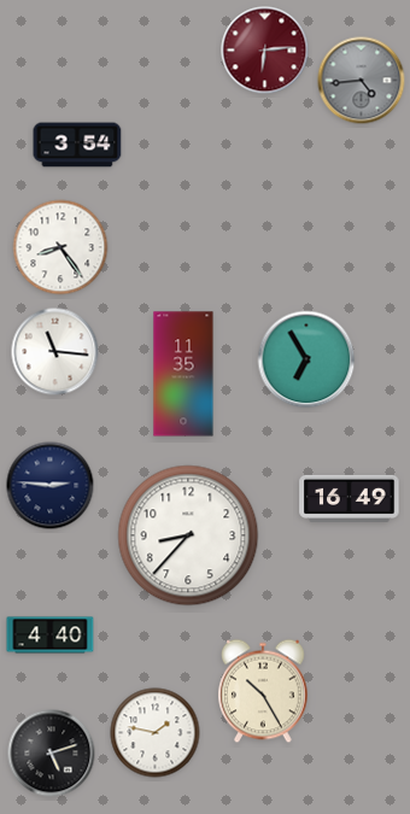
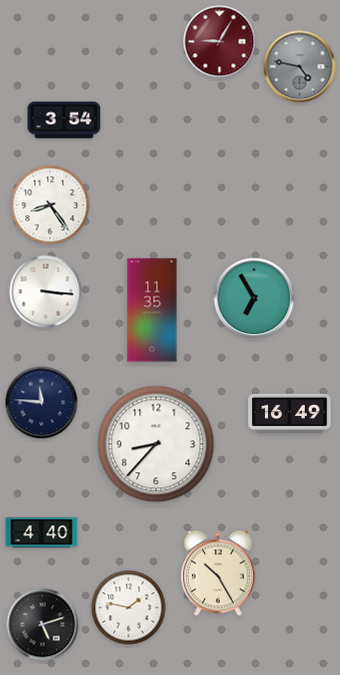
clock at (265, 51): 6:14 -> 9:05
clock at (362, 81): 4:44 -> 4:47
clock at (55, 352): 11:16 -> 3:16
clock at (51, 486): 2:46 -> 11:46
clock at (51, 636) position: (51, 636) -> (42, 533)
